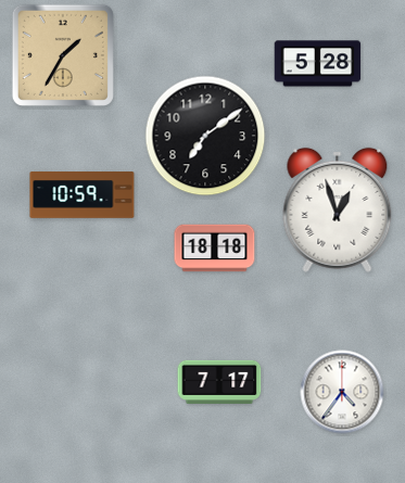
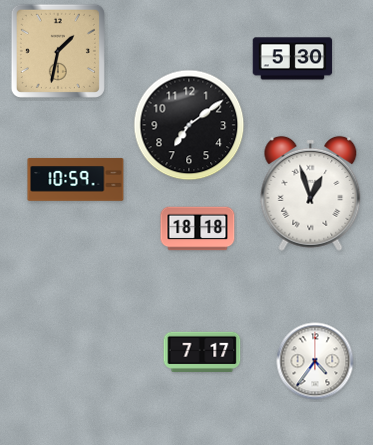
clock at (63, 55): 1:35 -> 1:32
clock at (318, 64): 5:28 -> 5:30
